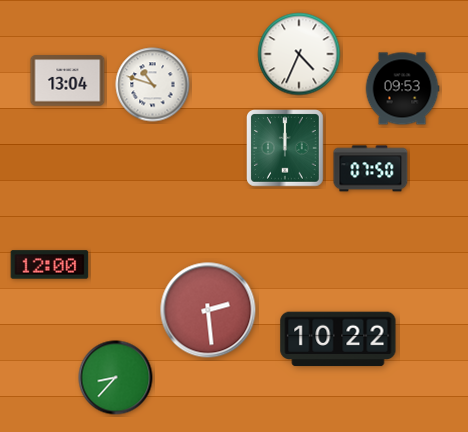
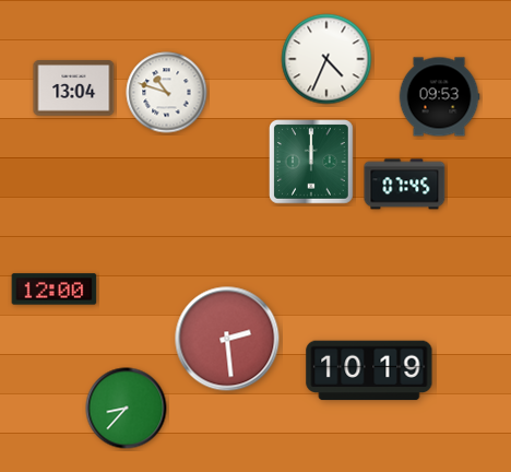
clock at (371, 169): 07:50 -> 07:45
clock at (338, 339): 10:22 -> 10:19
clock at (116, 378) position: (116, 378) -> (127, 409)
